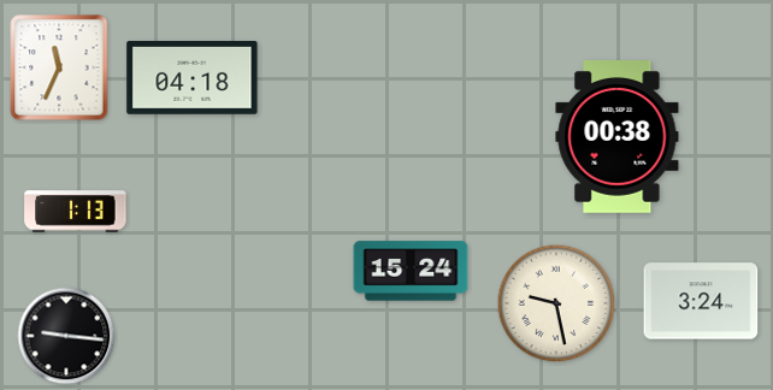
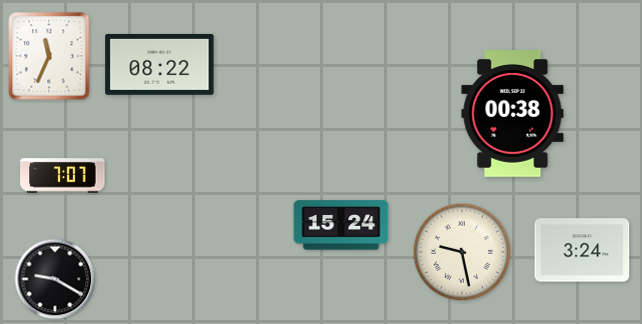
clock at (193, 77): 04:18 -> 08:22
clock at (76, 212): 1:13 -> 7:07
clock at (66, 336): 9:16 -> 9:20
